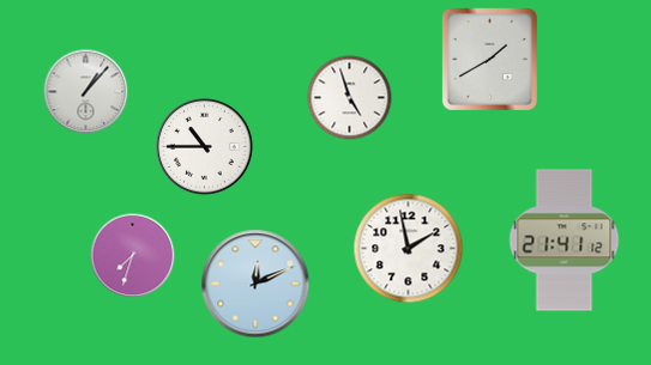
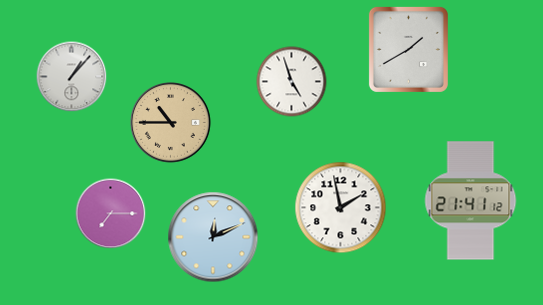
clock at (205, 147) dial: white -> champagne
clock at (133, 256): 7:33 -> 7:15
